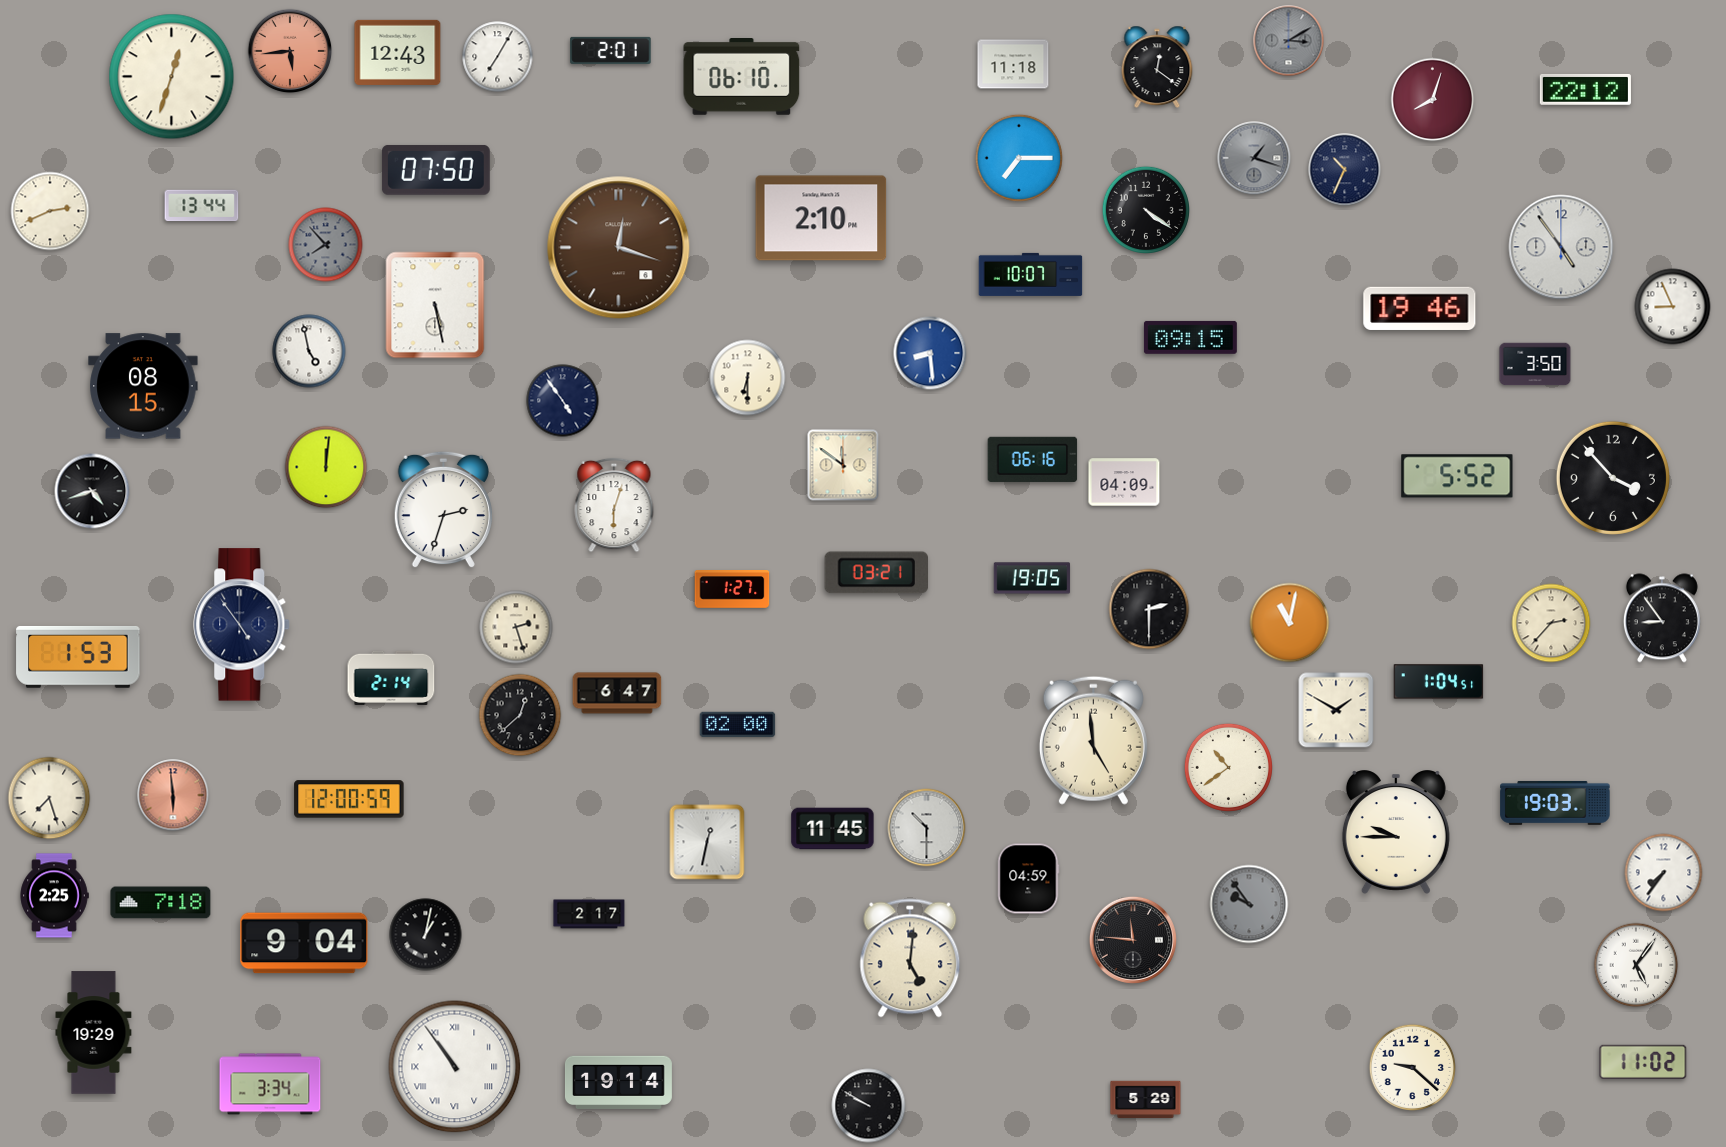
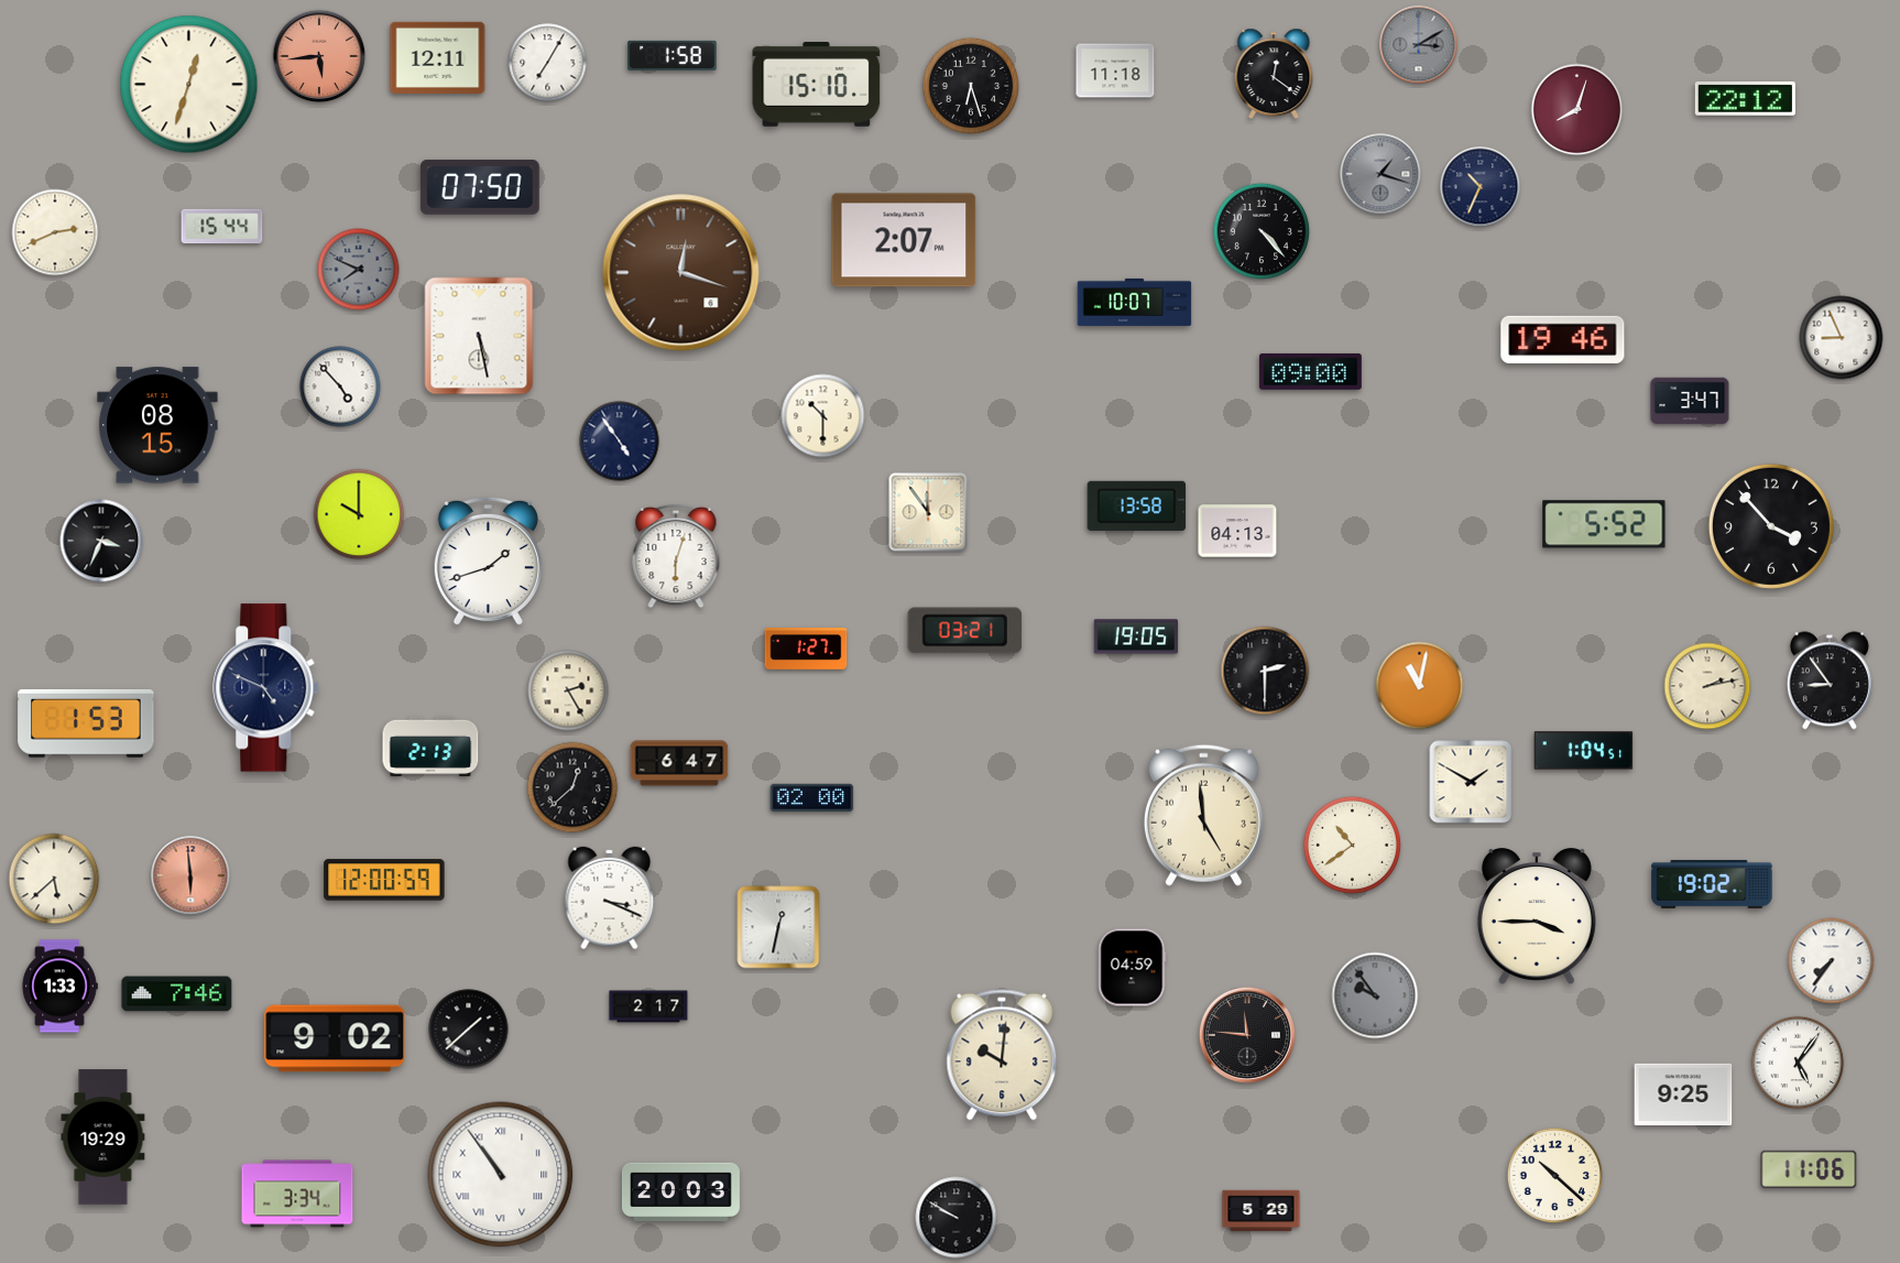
clock at (611, 50): 2:01 -> 1:58
clock at (398, 52): 12:43 -> 12:11
clock at (742, 77): 06:10 -> 15:10
clock at (971, 86): none -> 6:27
clock at (1019, 158): 7:15 -> none
clock at (202, 206): 13:44 -> 15:44
clock at (1146, 210): 4:21 -> 4:23
clock at (821, 218): 2:10 -> 2:07
clock at (326, 245): 7:53 -> 7:49
clock at (1561, 247): 4:54 -> none
clock at (1190, 337): 09:15 -> 09:00
clock at (309, 351): 4:58 -> 4:53
clock at (930, 353): 8:29 -> none
clock at (1535, 364): 3:50 -> 3:47
clock at (748, 378): 6:30 -> 10:30
clock at (1033, 459): 06:16 -> 13:58
clock at (843, 465): 11:51 -> 11:54
clock at (326, 467): 12:01 -> 10:00
clock at (1613, 478) position: (1613, 478) -> (1771, 526)
clock at (1124, 482): 04:09 -> 04:13
clock at (92, 491): 4:42 -> 3:34
clock at (443, 510): 2:33 -> 1:42
clock at (1551, 623): 2:37 -> 2:13
clock at (242, 625): 4:54 -> 4:49
clock at (516, 627): 2:27 -> 2:25
clock at (391, 678): 2:14 -> 2:13
clock at (49, 798): 7:27 -> 5:38
clock at (1555, 803): 19:03 -> 19:02
clock at (610, 899): none -> 3:19
clock at (927, 828): 10:30 -> none
clock at (833, 829): 11:45 -> none
clock at (1396, 832): 9:45 -> 3:45
clock at (54, 896): 2:25 -> 1:33
clock at (161, 903): 7:18 -> 7:46
clock at (426, 935): 1:02 -> 1:38
clock at (304, 943): 9:04 -> 9:02
clock at (910, 958): 5:01 -> 10:01
clock at (1636, 965) position: (1636, 965) -> (1798, 1063)
clock at (1683, 1093): none -> 9:25
clock at (1643, 1062): 11:02 -> 11:06
clock at (1413, 1068): 9:22 -> 10:22
clock at (618, 1082): 19:14 -> 20:03
